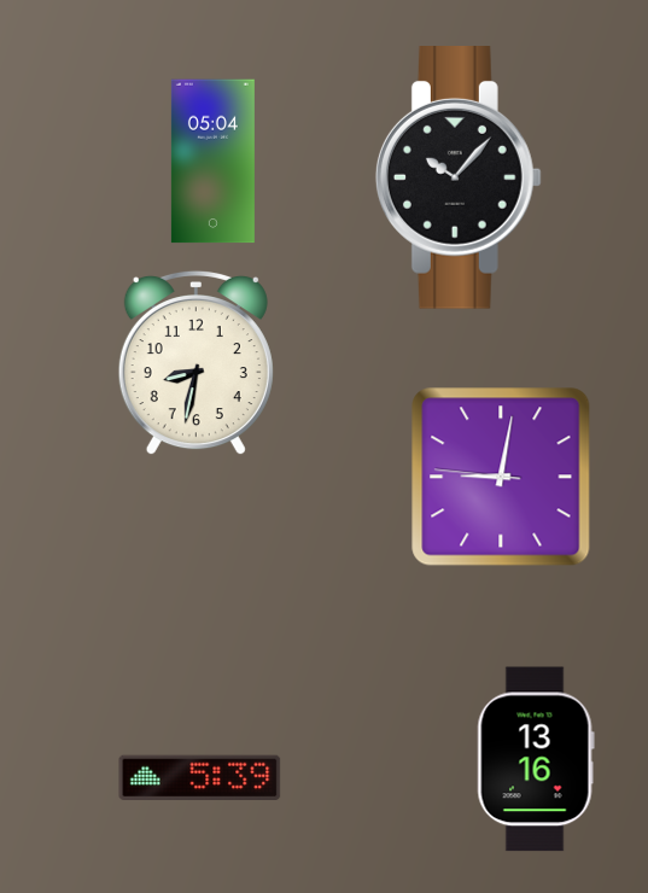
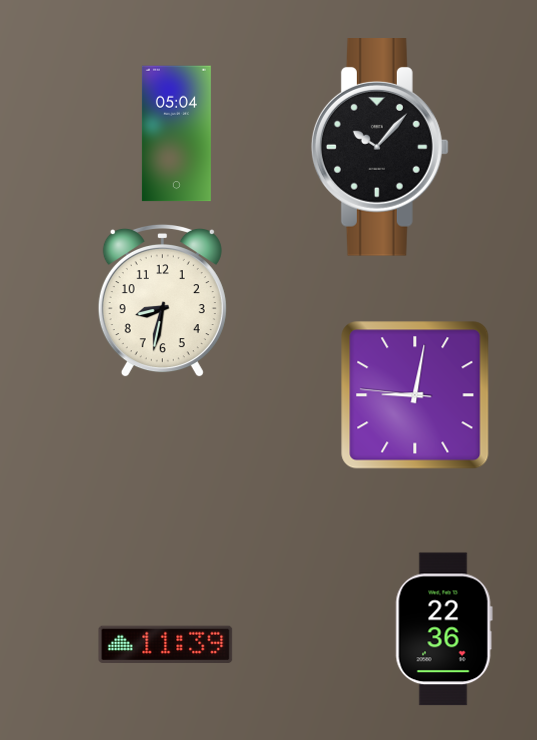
clock at (536, 759): 13:16 -> 22:36
clock at (200, 778): 5:39 -> 11:39
